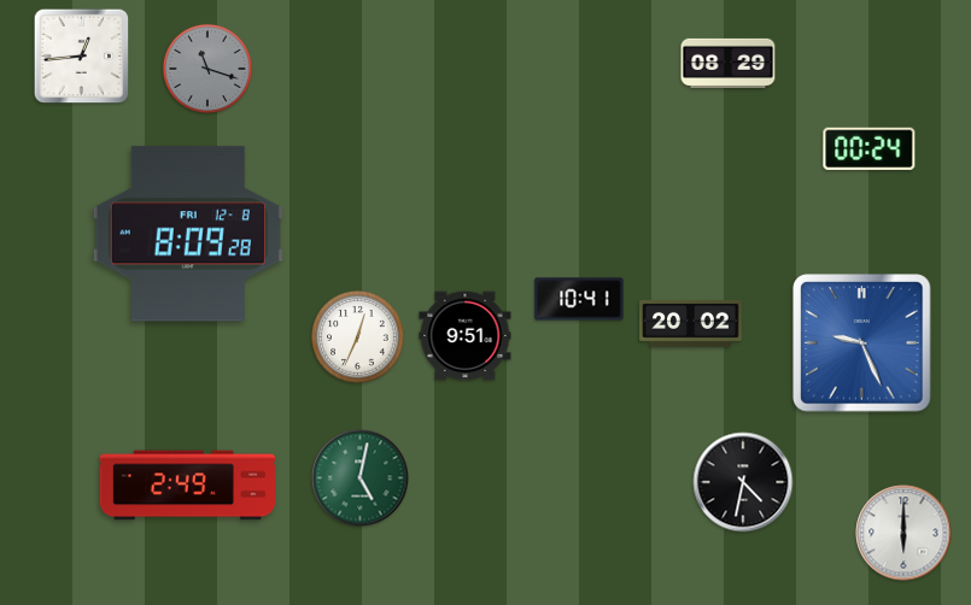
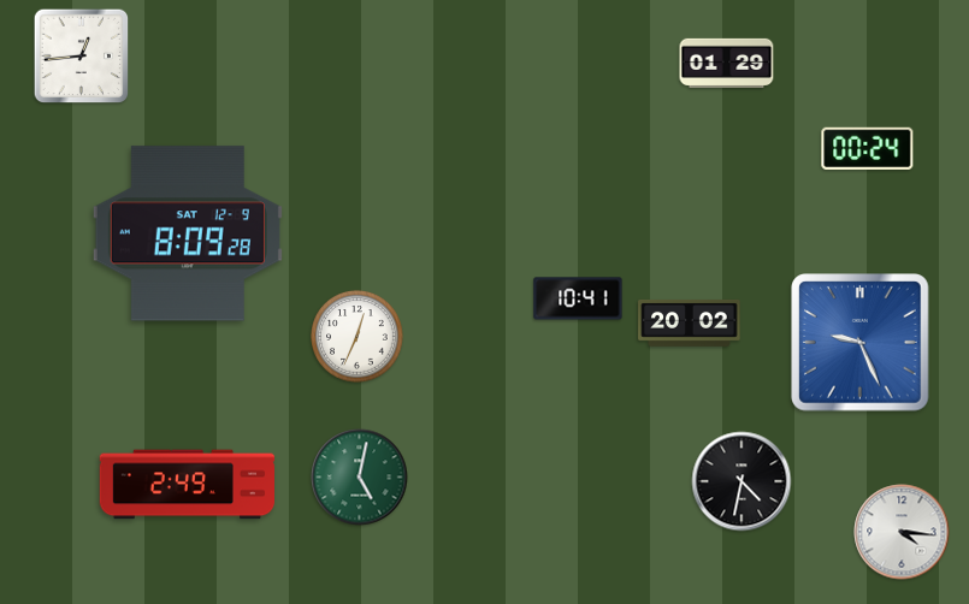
clock at (729, 63): 08:29 -> 01:29
clock at (207, 69): 11:18 -> none
clock at (188, 234) date: FRI 12-8 -> SAT 12-9
clock at (466, 336): 9:51 -> none
clock at (903, 533): 6:00 -> 4:16
